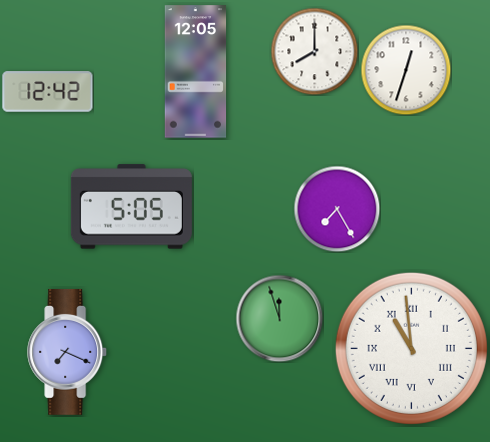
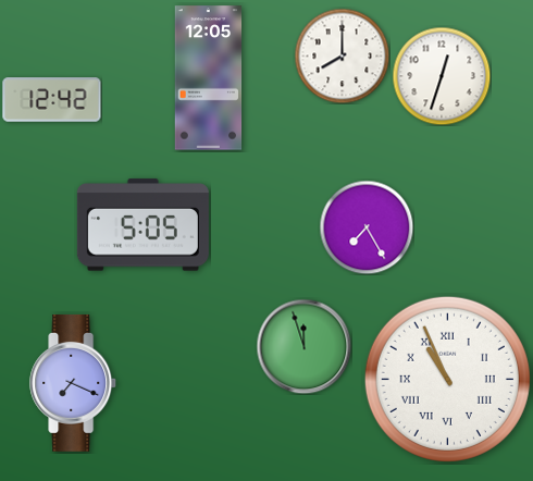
clock at (196, 72) position: (196, 72) -> (209, 78)
clock at (411, 348): 10:59 -> 10:56
